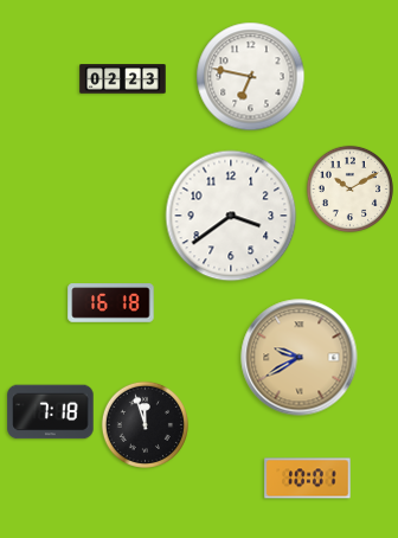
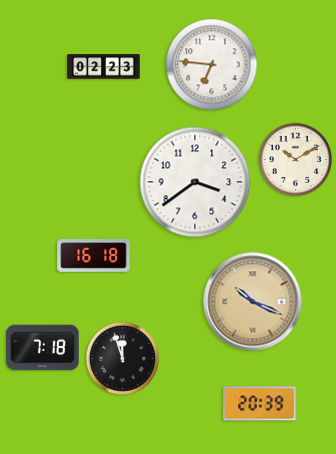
clock at (251, 77): 6:47 -> 6:46
clock at (300, 358): 9:40 -> 10:19
clock at (308, 479): 10:01 -> 20:39
